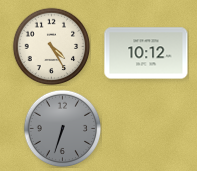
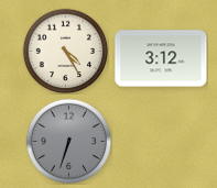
clock at (51, 46) position: (51, 46) -> (65, 51)
clock at (146, 53): 10:12 -> 3:12
